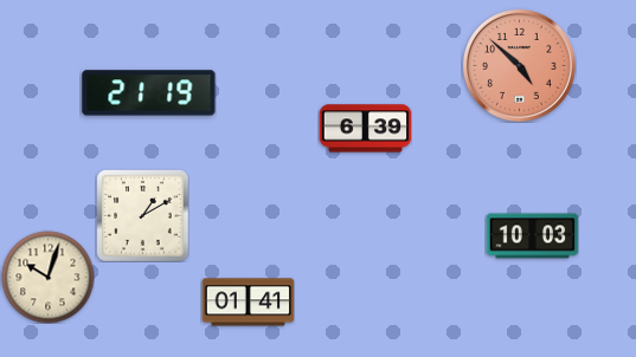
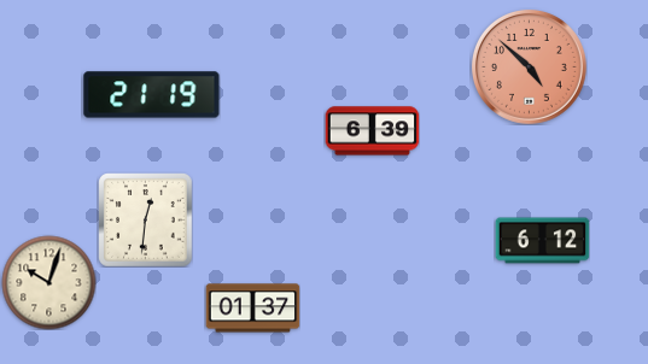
clock at (142, 215): 1:10 -> 12:31
clock at (532, 236): 10:03 -> 6:12
clock at (248, 303): 01:41 -> 01:37
